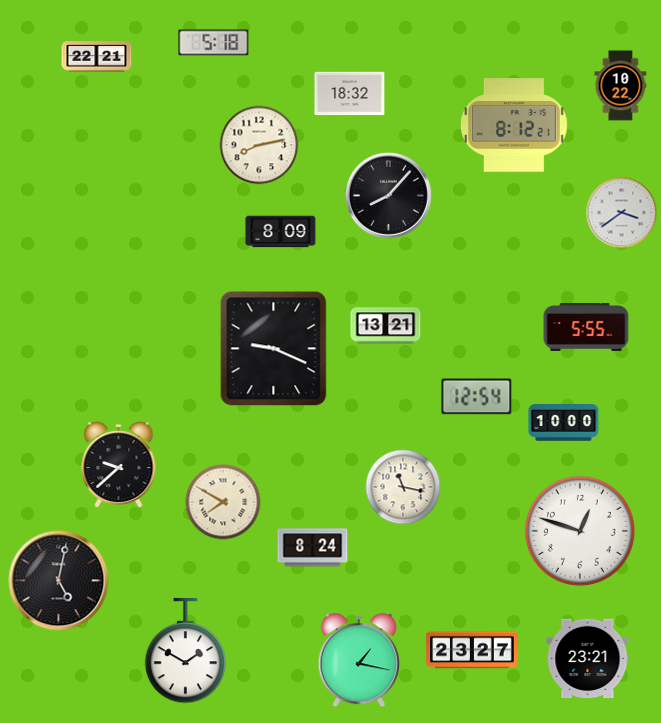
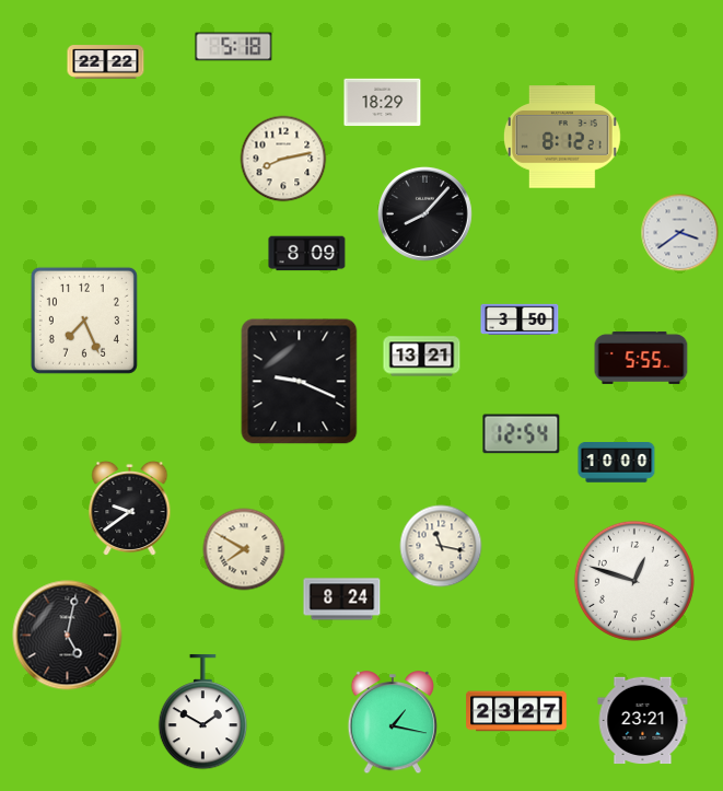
clock at (97, 57): 22:21 -> 22:22
clock at (621, 86): 10:22 -> none
clock at (350, 94): 18:32 -> 18:29
clock at (520, 318): none -> 3:50
clock at (84, 321): none -> 7:26
clock at (119, 465): 9:38 -> 9:39
clock at (403, 487) position: (403, 487) -> (441, 546)
clock at (59, 581) position: (59, 581) -> (68, 636)
